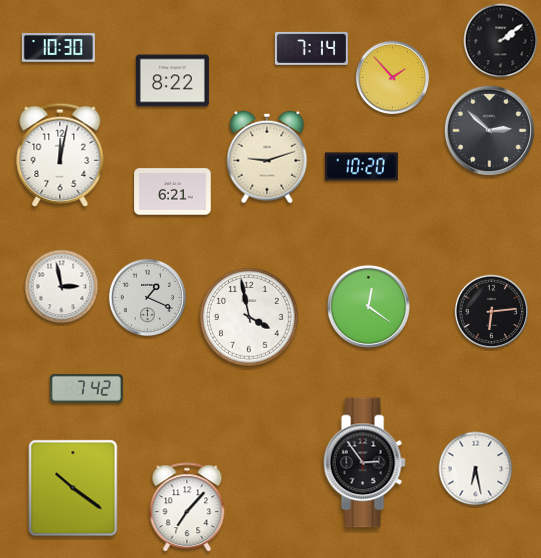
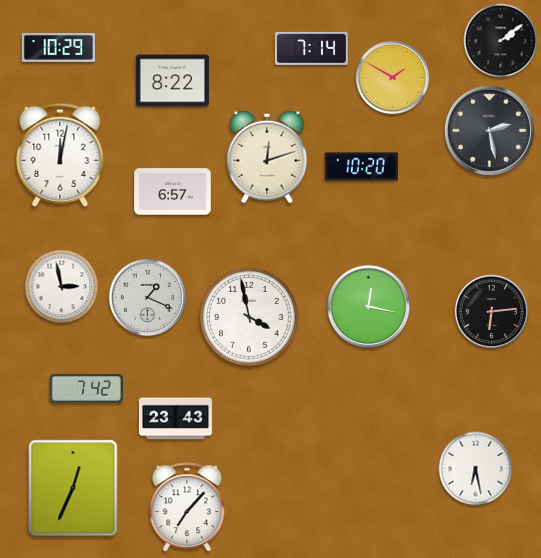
clock at (58, 48): 10:30 -> 10:29
clock at (393, 78): 1:53 -> 1:50
clock at (489, 130): 2:52 -> 2:28
clock at (267, 157): 9:12 -> 12:12
clock at (173, 192): 6:21 -> 6:57
clock at (368, 306): 12:21 -> 12:17
clock at (175, 419): none -> 23:43
clock at (364, 463): 2:54 -> none
clock at (73, 488): 10:21 -> 12:34
